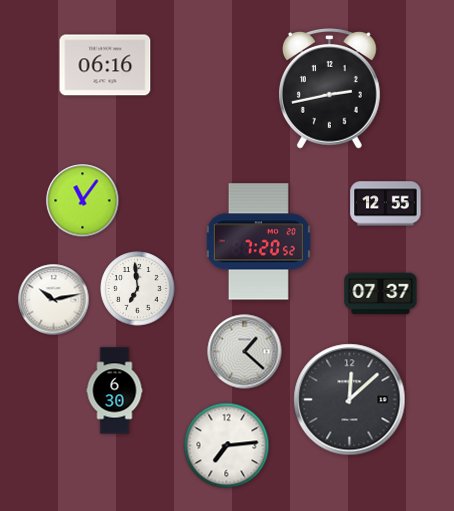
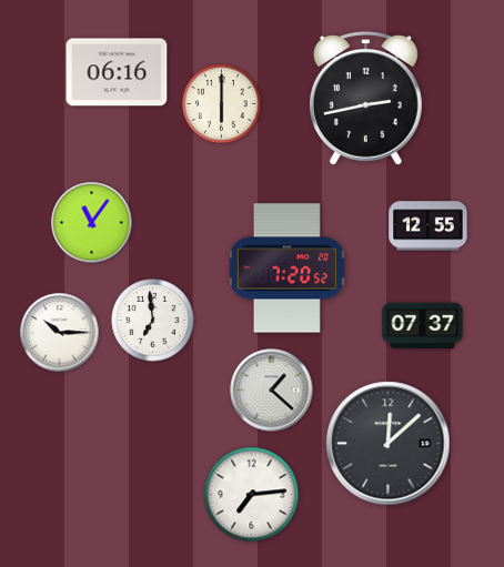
clock at (221, 103): none -> 6:00
clock at (54, 300): 10:13 -> 10:15
clock at (115, 391): 6:30 -> none
